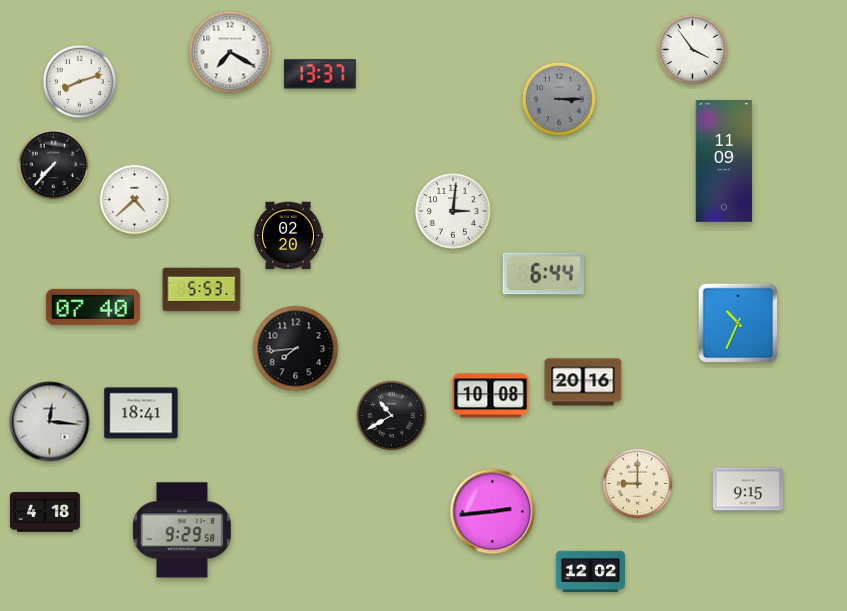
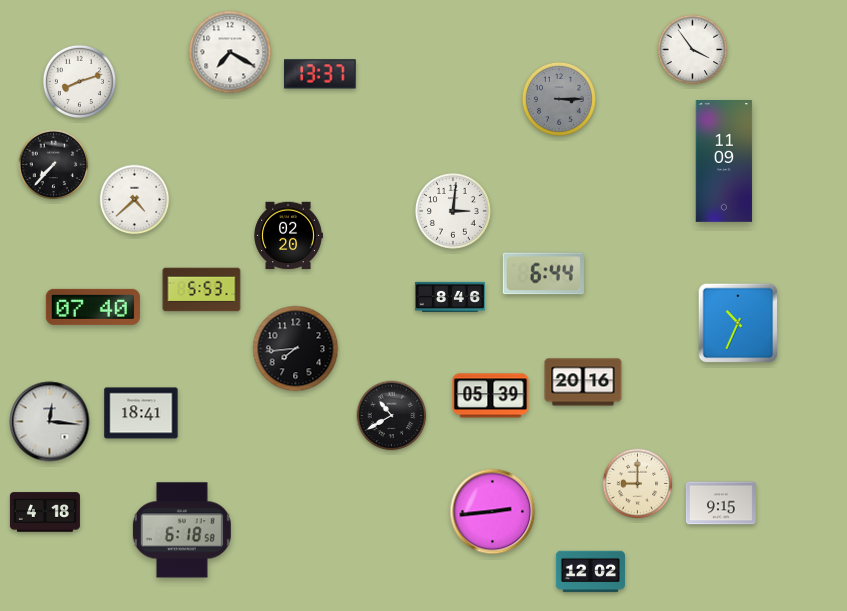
clock at (450, 297): none -> 8:46
clock at (491, 396): 10:08 -> 05:39
clock at (748, 489) position: (748, 489) -> (721, 503)
clock at (182, 530): 9:29 -> 6:18
